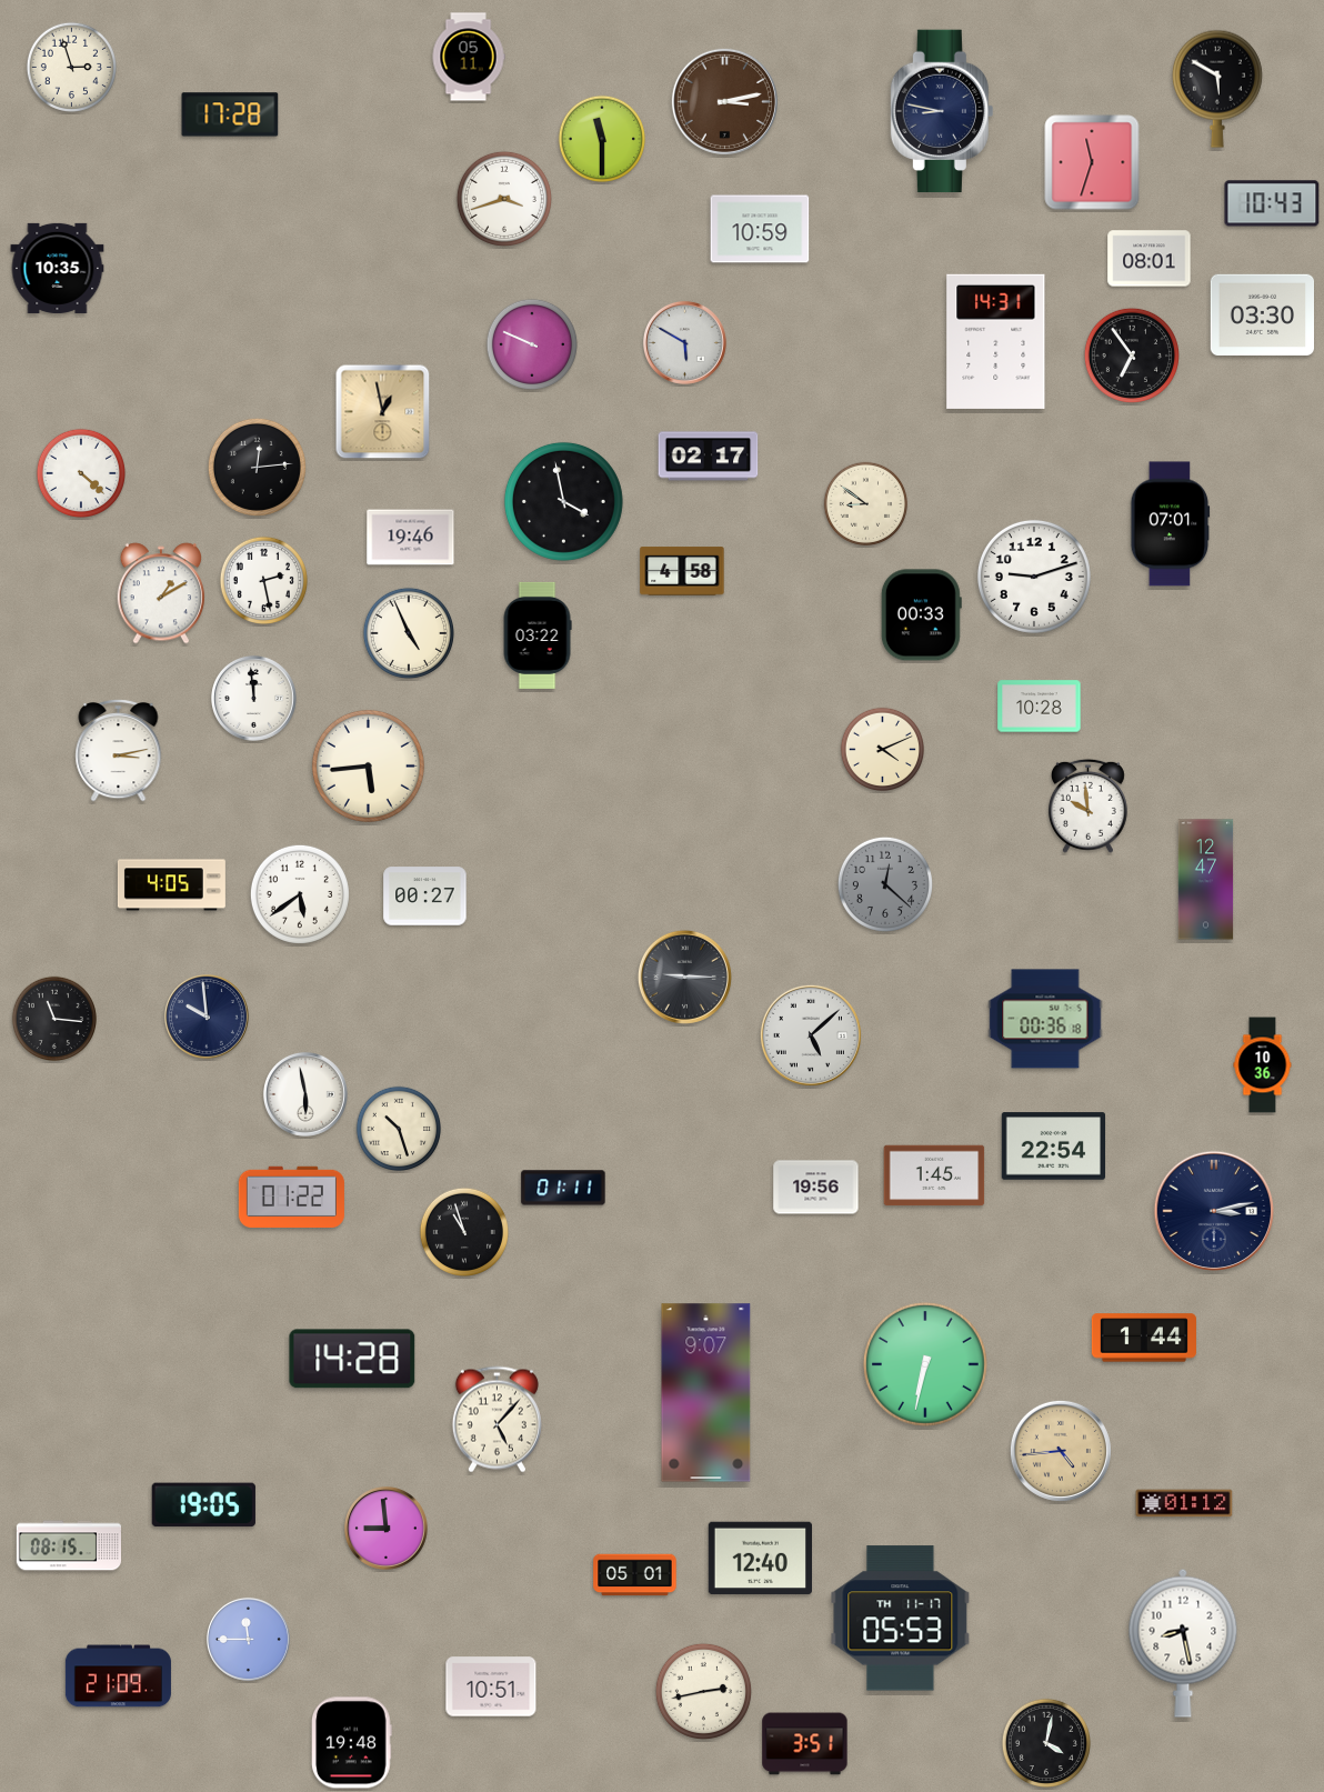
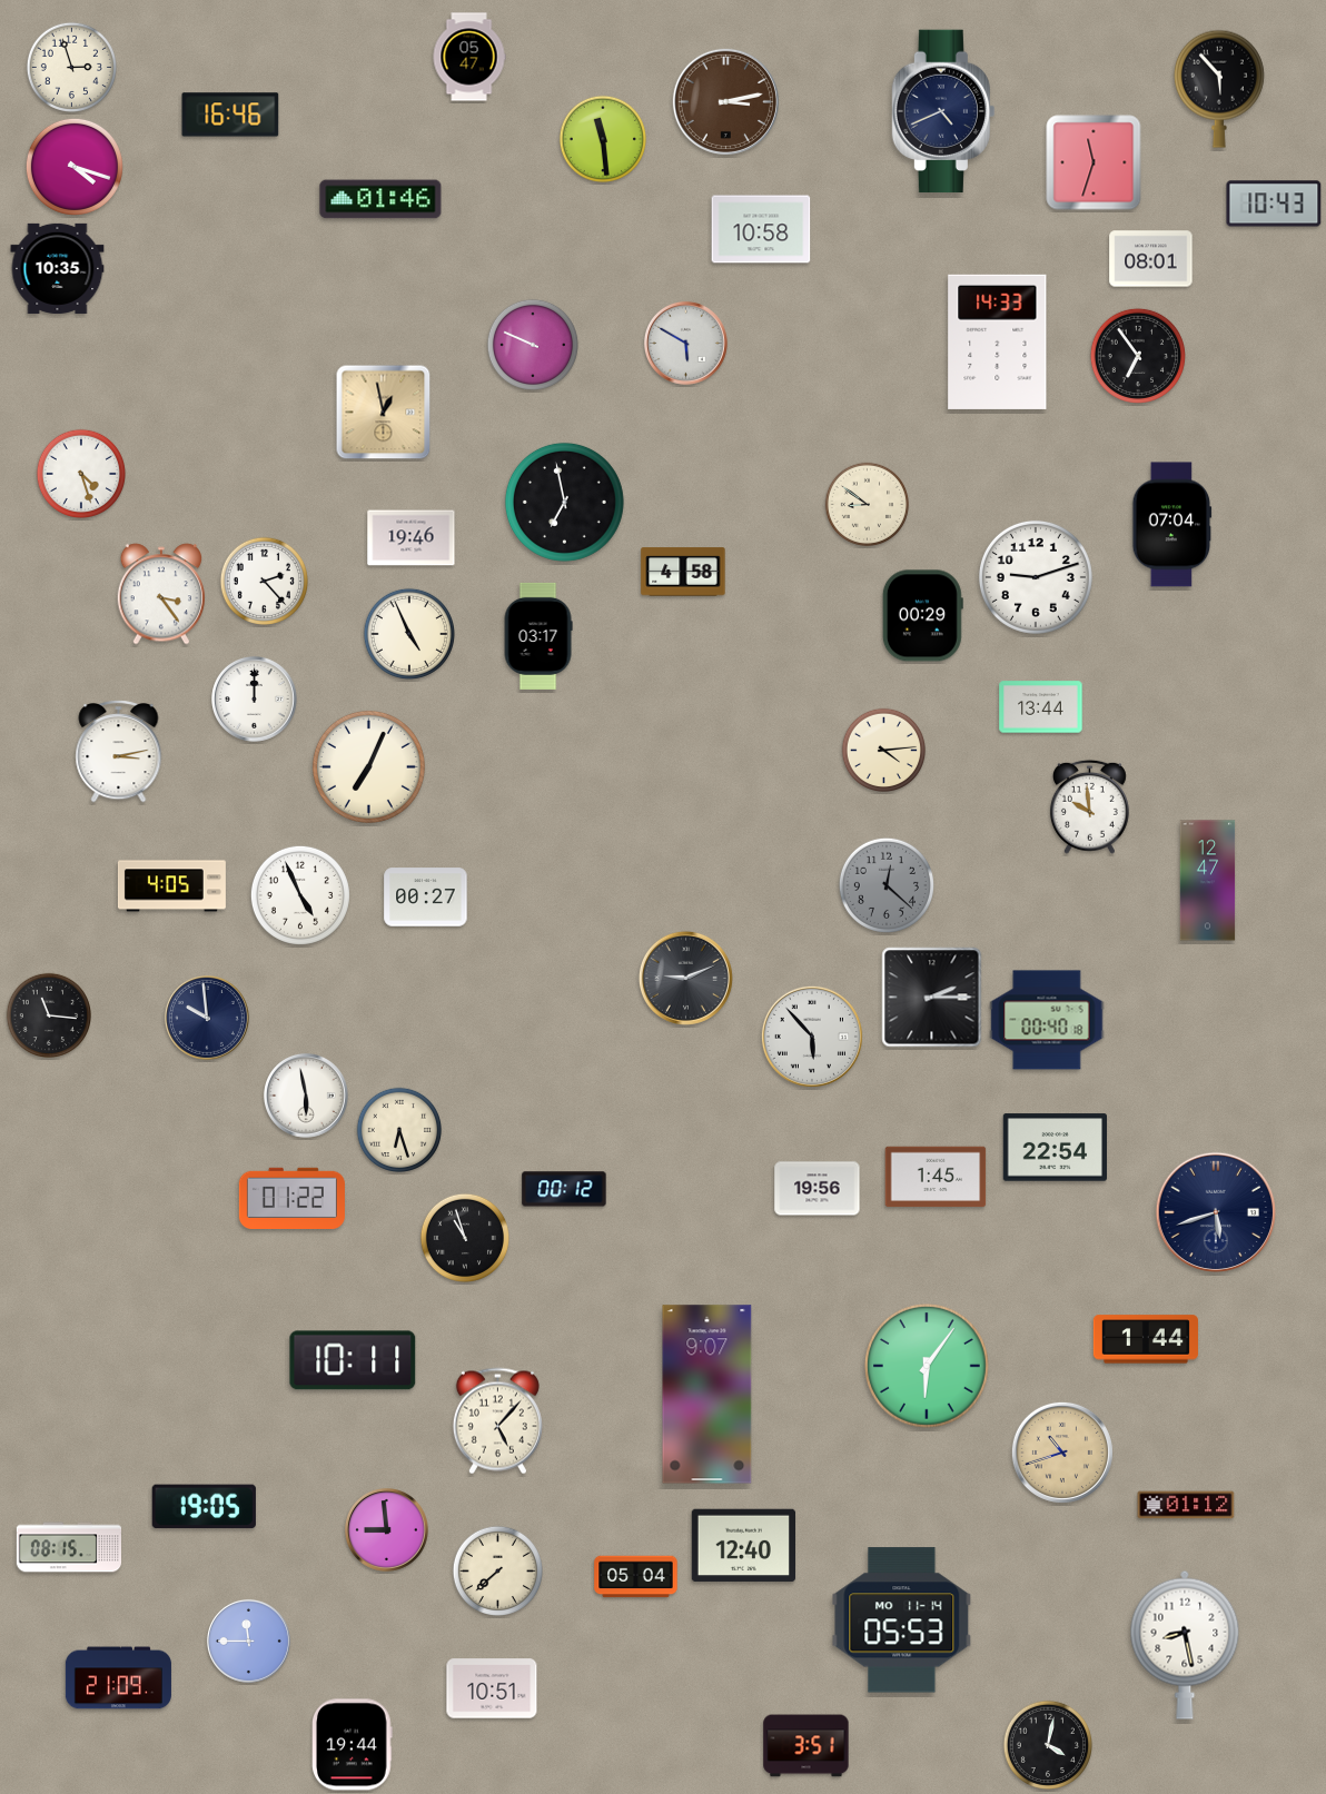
clock at (469, 57): 05:11 -> 05:47
clock at (1217, 89): 5:50 -> 5:53
clock at (942, 111): 8:47 -> 4:41
clock at (230, 114): 17:28 -> 16:46
clock at (601, 138): 11:30 -> 11:29
clock at (75, 167): none -> 4:18
clock at (380, 199): none -> 01:46
clock at (504, 199): 3:42 -> none
clock at (760, 229): 10:59 -> 10:58
clock at (1262, 314): 03:30 -> none
clock at (996, 341): 14:31 -> 14:33
clock at (1132, 356) position: (1132, 356) -> (1138, 356)
clock at (709, 457): 02:17 -> none
clock at (257, 467): 12:14 -> none
clock at (80, 472): 4:22 -> 4:27
clock at (563, 501): 3:58 -> 6:58
clock at (1171, 524): 07:01 -> 07:04
clock at (263, 580): 2:28 -> 2:23
clock at (161, 593): 1:10 -> 3:24
clock at (921, 615): 00:33 -> 00:29
clock at (538, 635): 03:22 -> 03:17
clock at (253, 698): 11:59 -> 12:00
clock at (1040, 707): 10:28 -> 13:44
clock at (883, 750): 4:11 -> 4:14
clock at (368, 765): 5:44 -> 7:04
clock at (300, 894): 5:39 -> 4:56
clock at (684, 977): 9:15 -> 9:11
clock at (932, 998): none -> 2:15
clock at (54, 1019) position: (54, 1019) -> (49, 1015)
clock at (1045, 1019): 00:36 -> 00:40
clock at (811, 1035): 5:08 -> 5:53
clock at (1263, 1065): 10:36 -> none
clock at (399, 1129): 10:27 -> 6:27
clock at (563, 1188): 01:11 -> 00:12
clock at (1213, 1210): 3:13 -> 5:42
clock at (463, 1231) position: (463, 1231) -> (464, 1237)
clock at (352, 1359): 14:28 -> 10:11
clock at (925, 1364): 6:32 -> 6:06
clock at (1061, 1451): 4:44 -> 10:42
clock at (760, 1559) position: (760, 1559) -> (743, 1546)
clock at (497, 1570): none -> 7:38
clock at (635, 1575): 05:01 -> 05:04
clock at (901, 1619) date: TH 11-17 -> MO 11-14
clock at (703, 1691): 2:43 -> none
clock at (352, 1743): 19:48 -> 19:44
